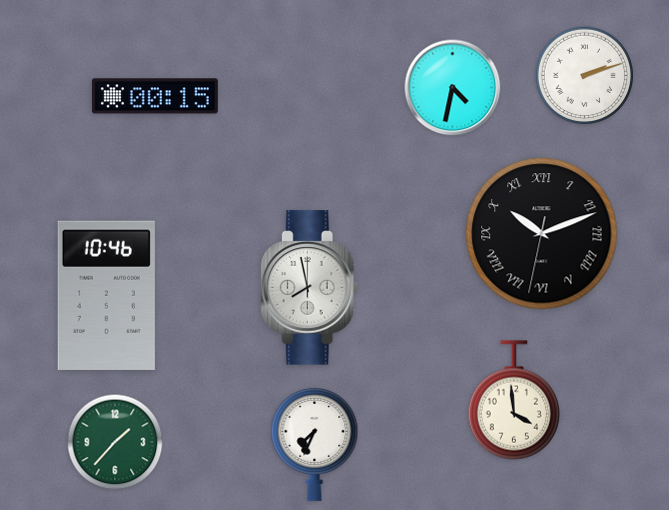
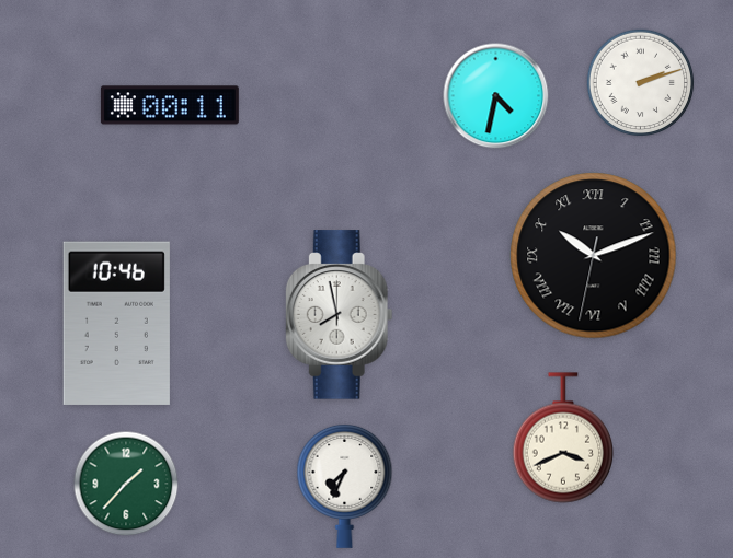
clock at (155, 96): 00:15 -> 00:11
clock at (513, 400): 3:59 -> 3:41
